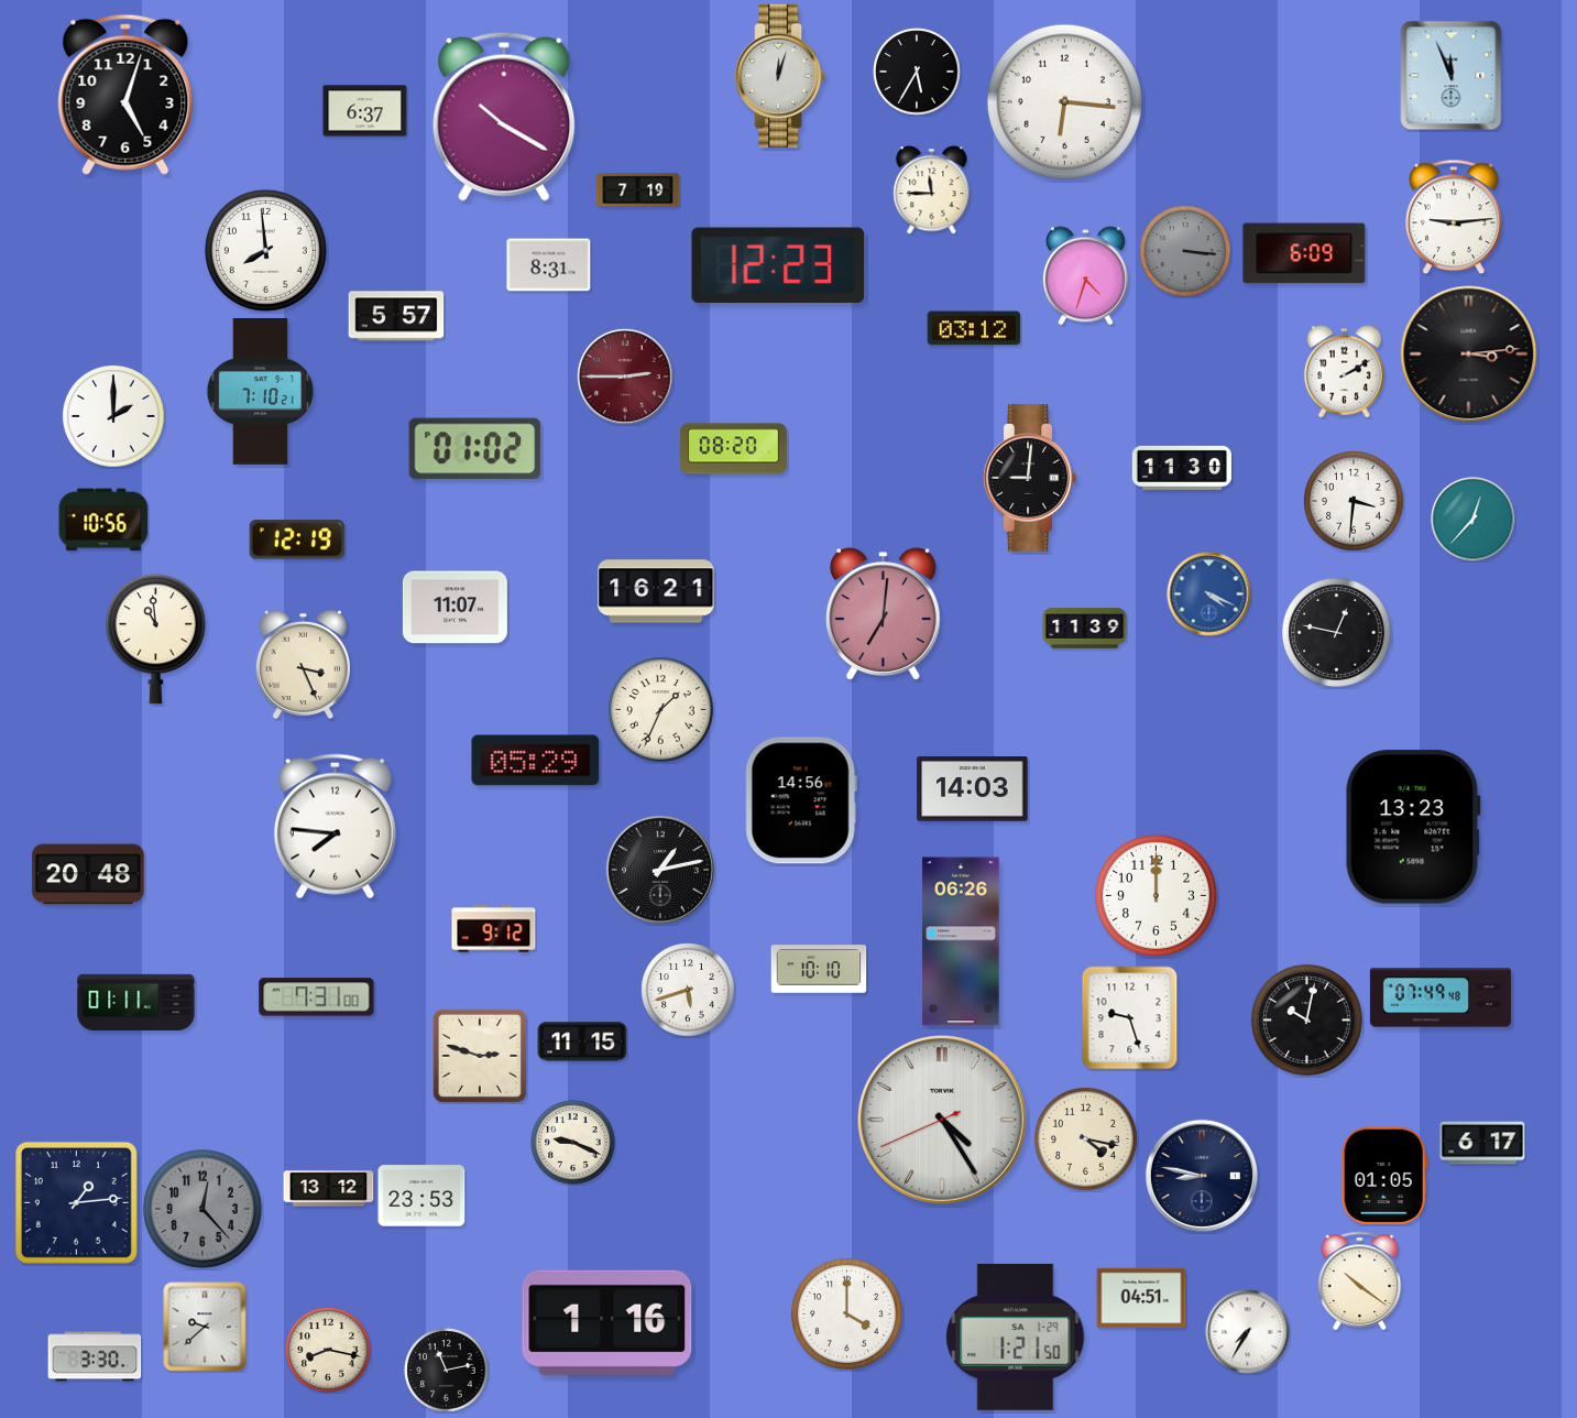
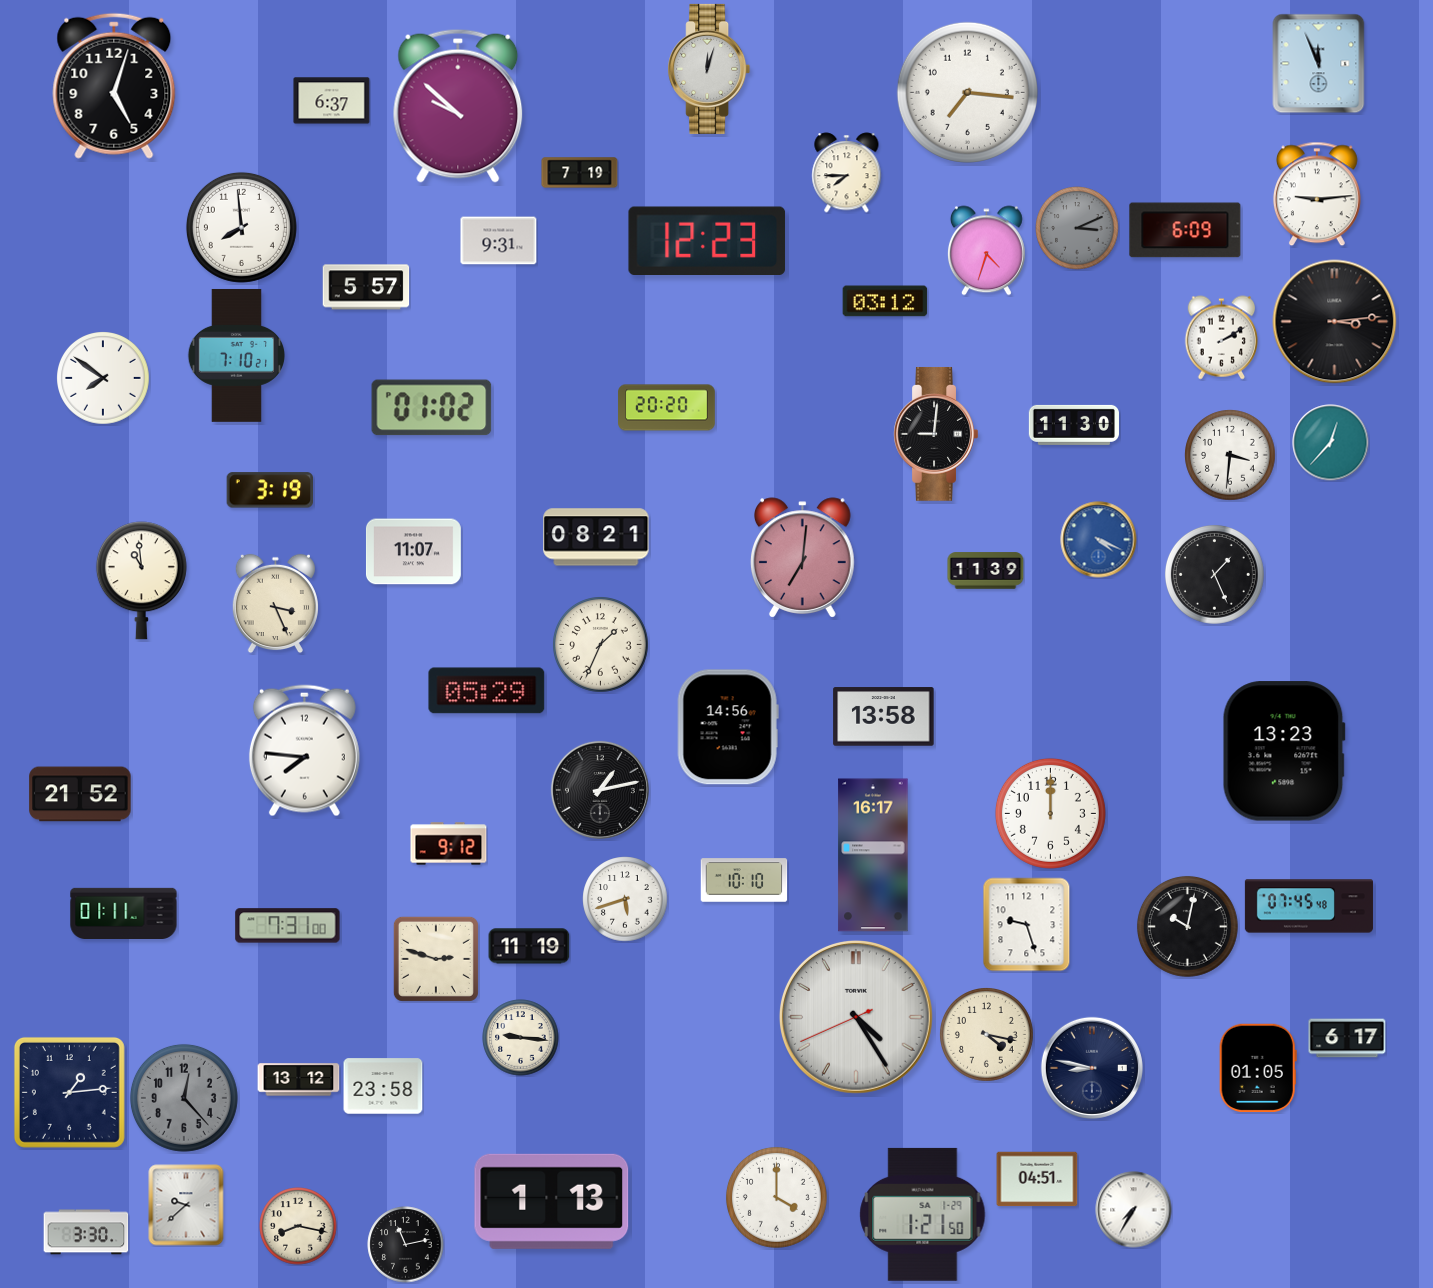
clock at (917, 72): 5:35 -> none
clock at (1452, 76) position: (1452, 76) -> (1319, 64)
clock at (1064, 101): 6:16 -> 7:16
clock at (504, 117): 10:20 -> 9:52
clock at (932, 190): 11:45 -> 7:45
clock at (1454, 217) position: (1454, 217) -> (1317, 194)
clock at (1185, 251): 3:16 -> 3:11
clock at (549, 265): 8:31 -> 9:31
clock at (396, 316) position: (396, 316) -> (366, 287)
clock at (974, 328) position: (974, 328) -> (885, 301)
clock at (625, 377): 2:45 -> none
clock at (113, 416): 2:00 -> 7:51
clock at (734, 449): 08:20 -> 20:20
clock at (103, 520): 10:56 -> none
clock at (1474, 520) position: (1474, 520) -> (1331, 443)
clock at (297, 539): 12:19 -> 3:19
clock at (656, 591): 16:21 -> 08:21
clock at (1336, 632): 12:47 -> 1:26
clock at (973, 789): 14:03 -> 13:58
clock at (88, 874): 20:48 -> 21:52
clock at (961, 941): 06:26 -> 16:17
clock at (317, 997) position: (317, 997) -> (288, 926)
clock at (1441, 997): 07:49 -> 07:45
clock at (136, 1002) position: (136, 1002) -> (124, 913)
clock at (582, 1041): 11:15 -> 11:19
clock at (573, 1143): 9:19 -> 9:16
clock at (421, 1196): 23:53 -> 23:58
clock at (1360, 1280): 10:21 -> none
clock at (846, 1313) position: (846, 1313) -> (776, 1197)
clock at (607, 1322): 1:16 -> 1:13
